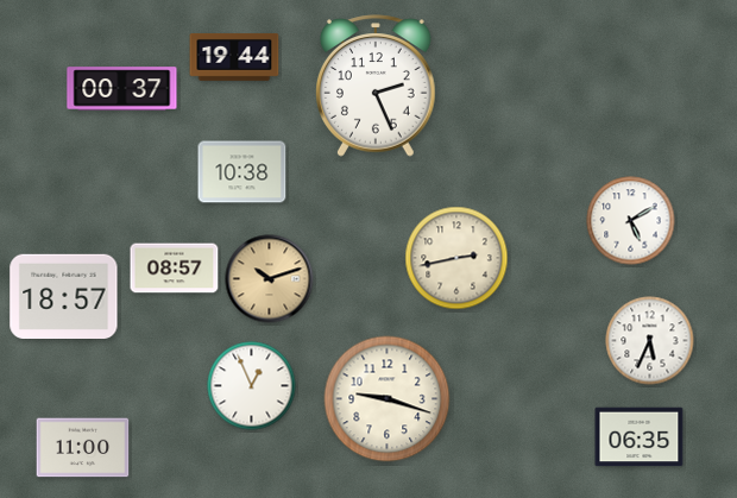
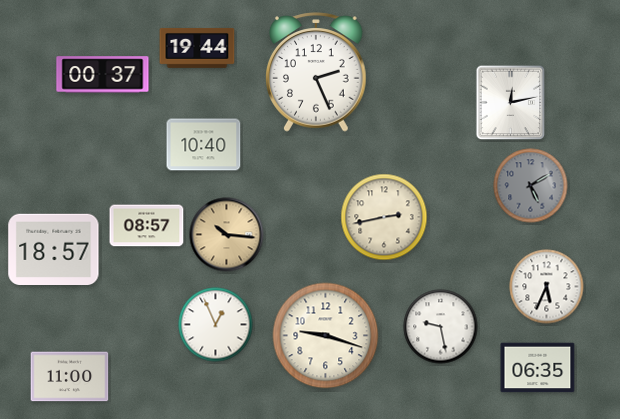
clock at (511, 103): none -> 12:13
clock at (242, 172): 10:38 -> 10:40
clock at (631, 221) dial: white -> grey
clock at (270, 279): 10:12 -> 10:16
clock at (252, 386) position: (252, 386) -> (216, 325)
clock at (441, 327): none -> 9:28
